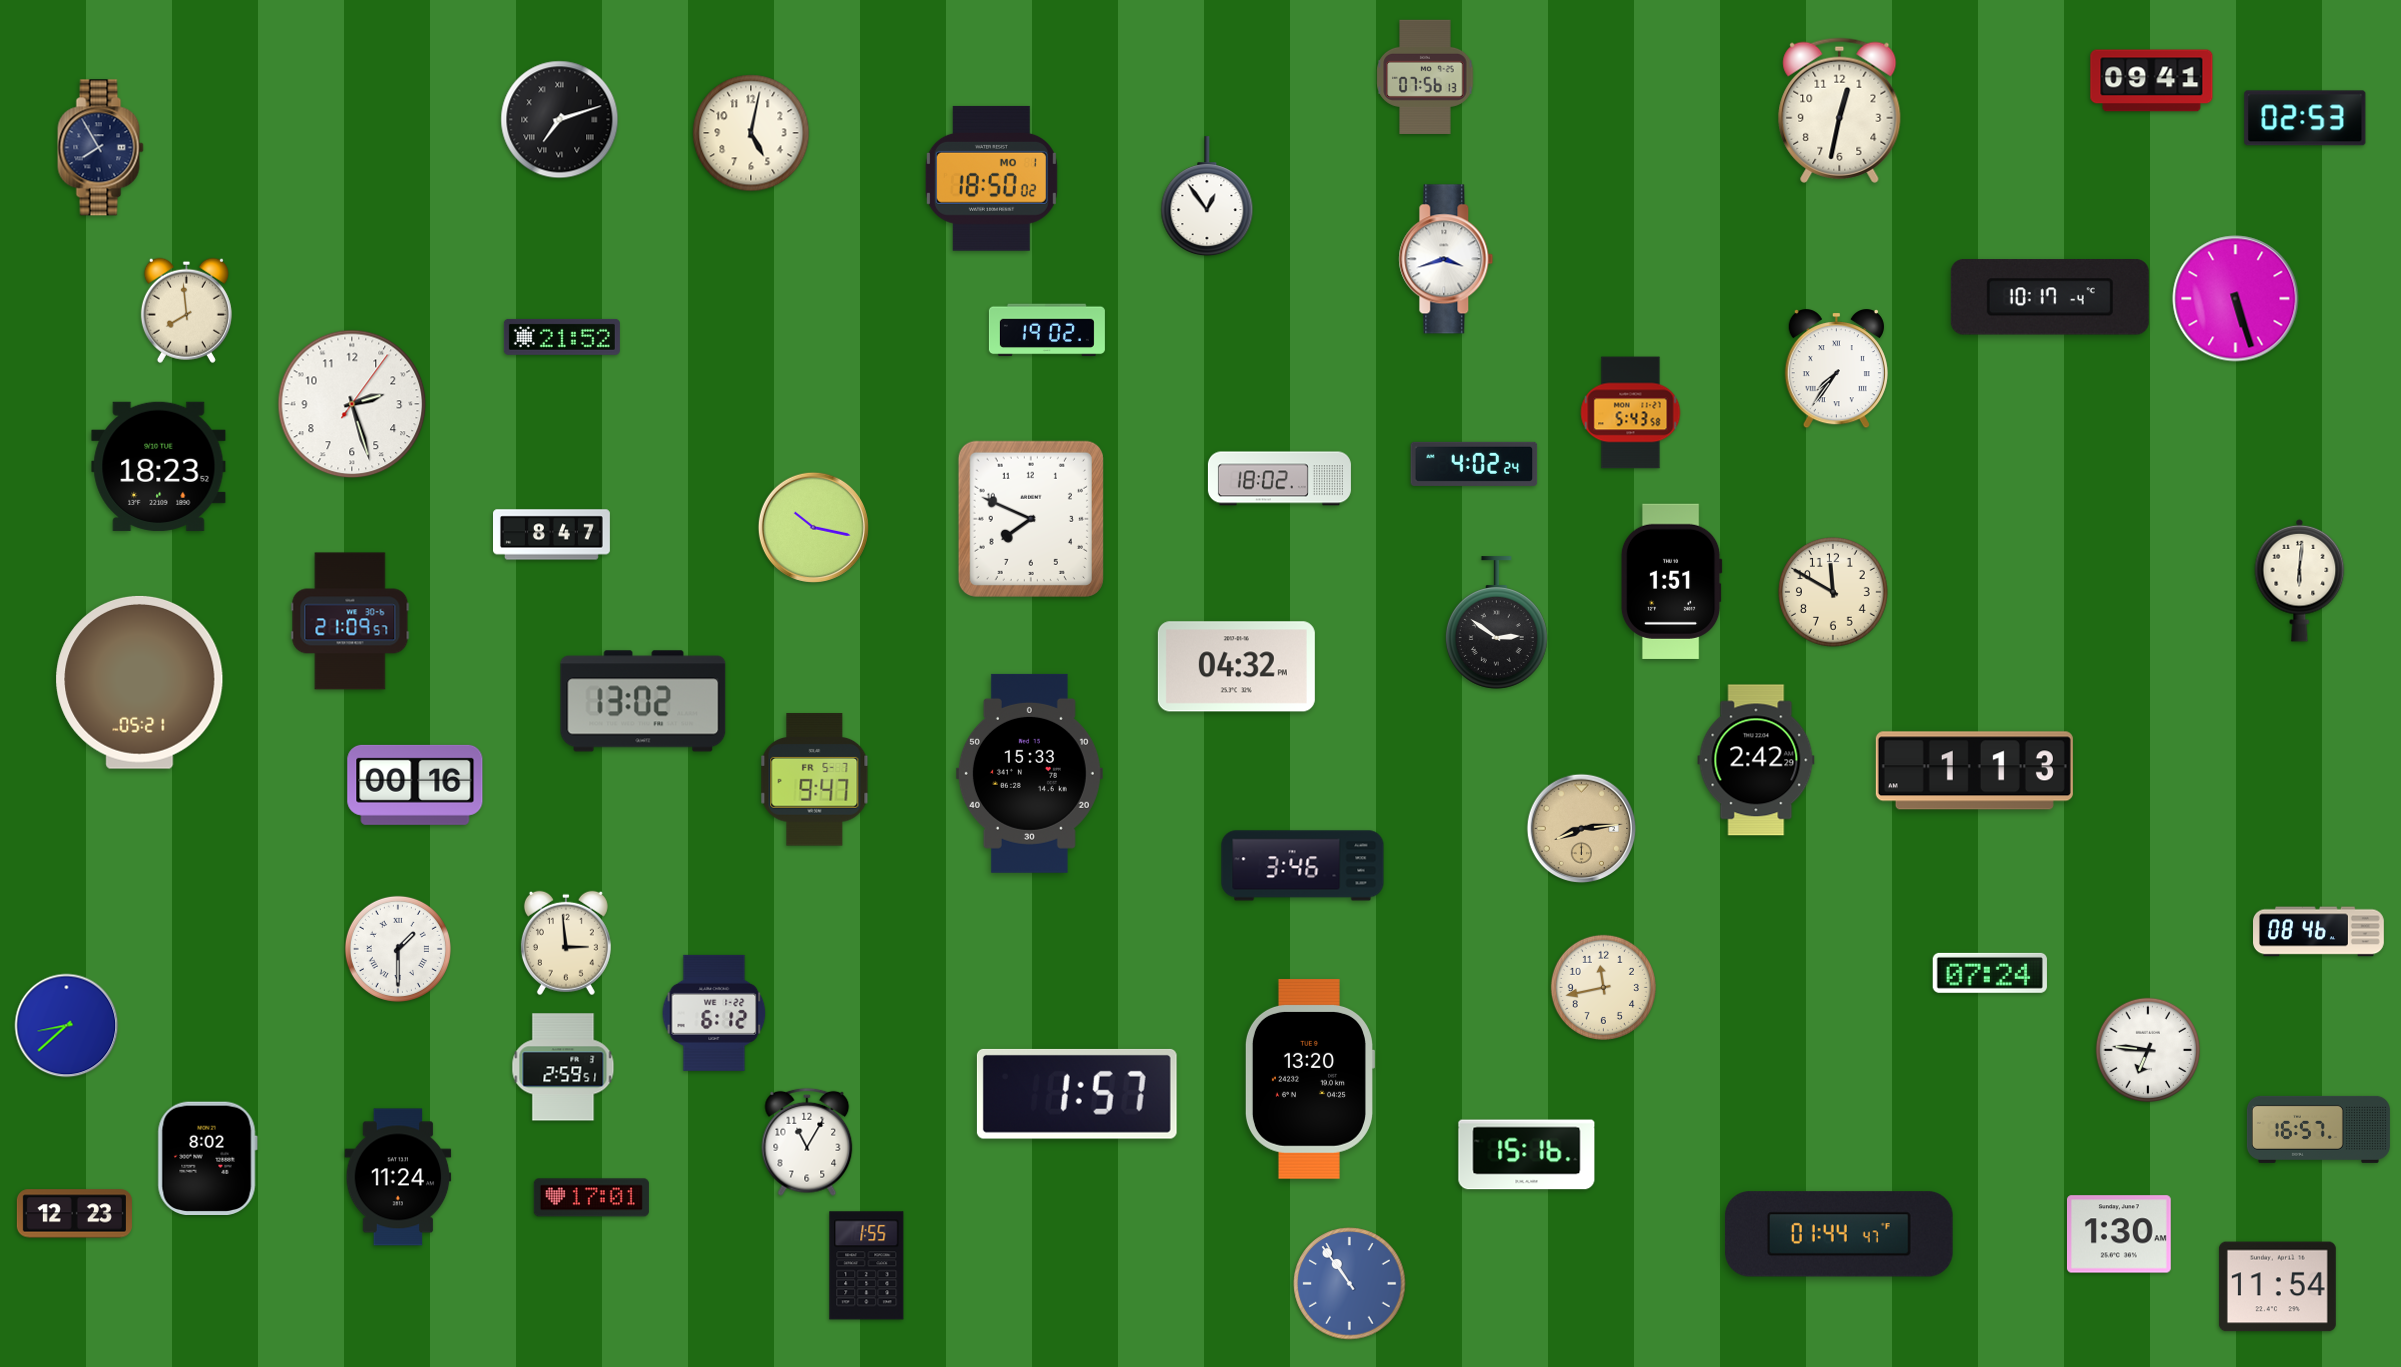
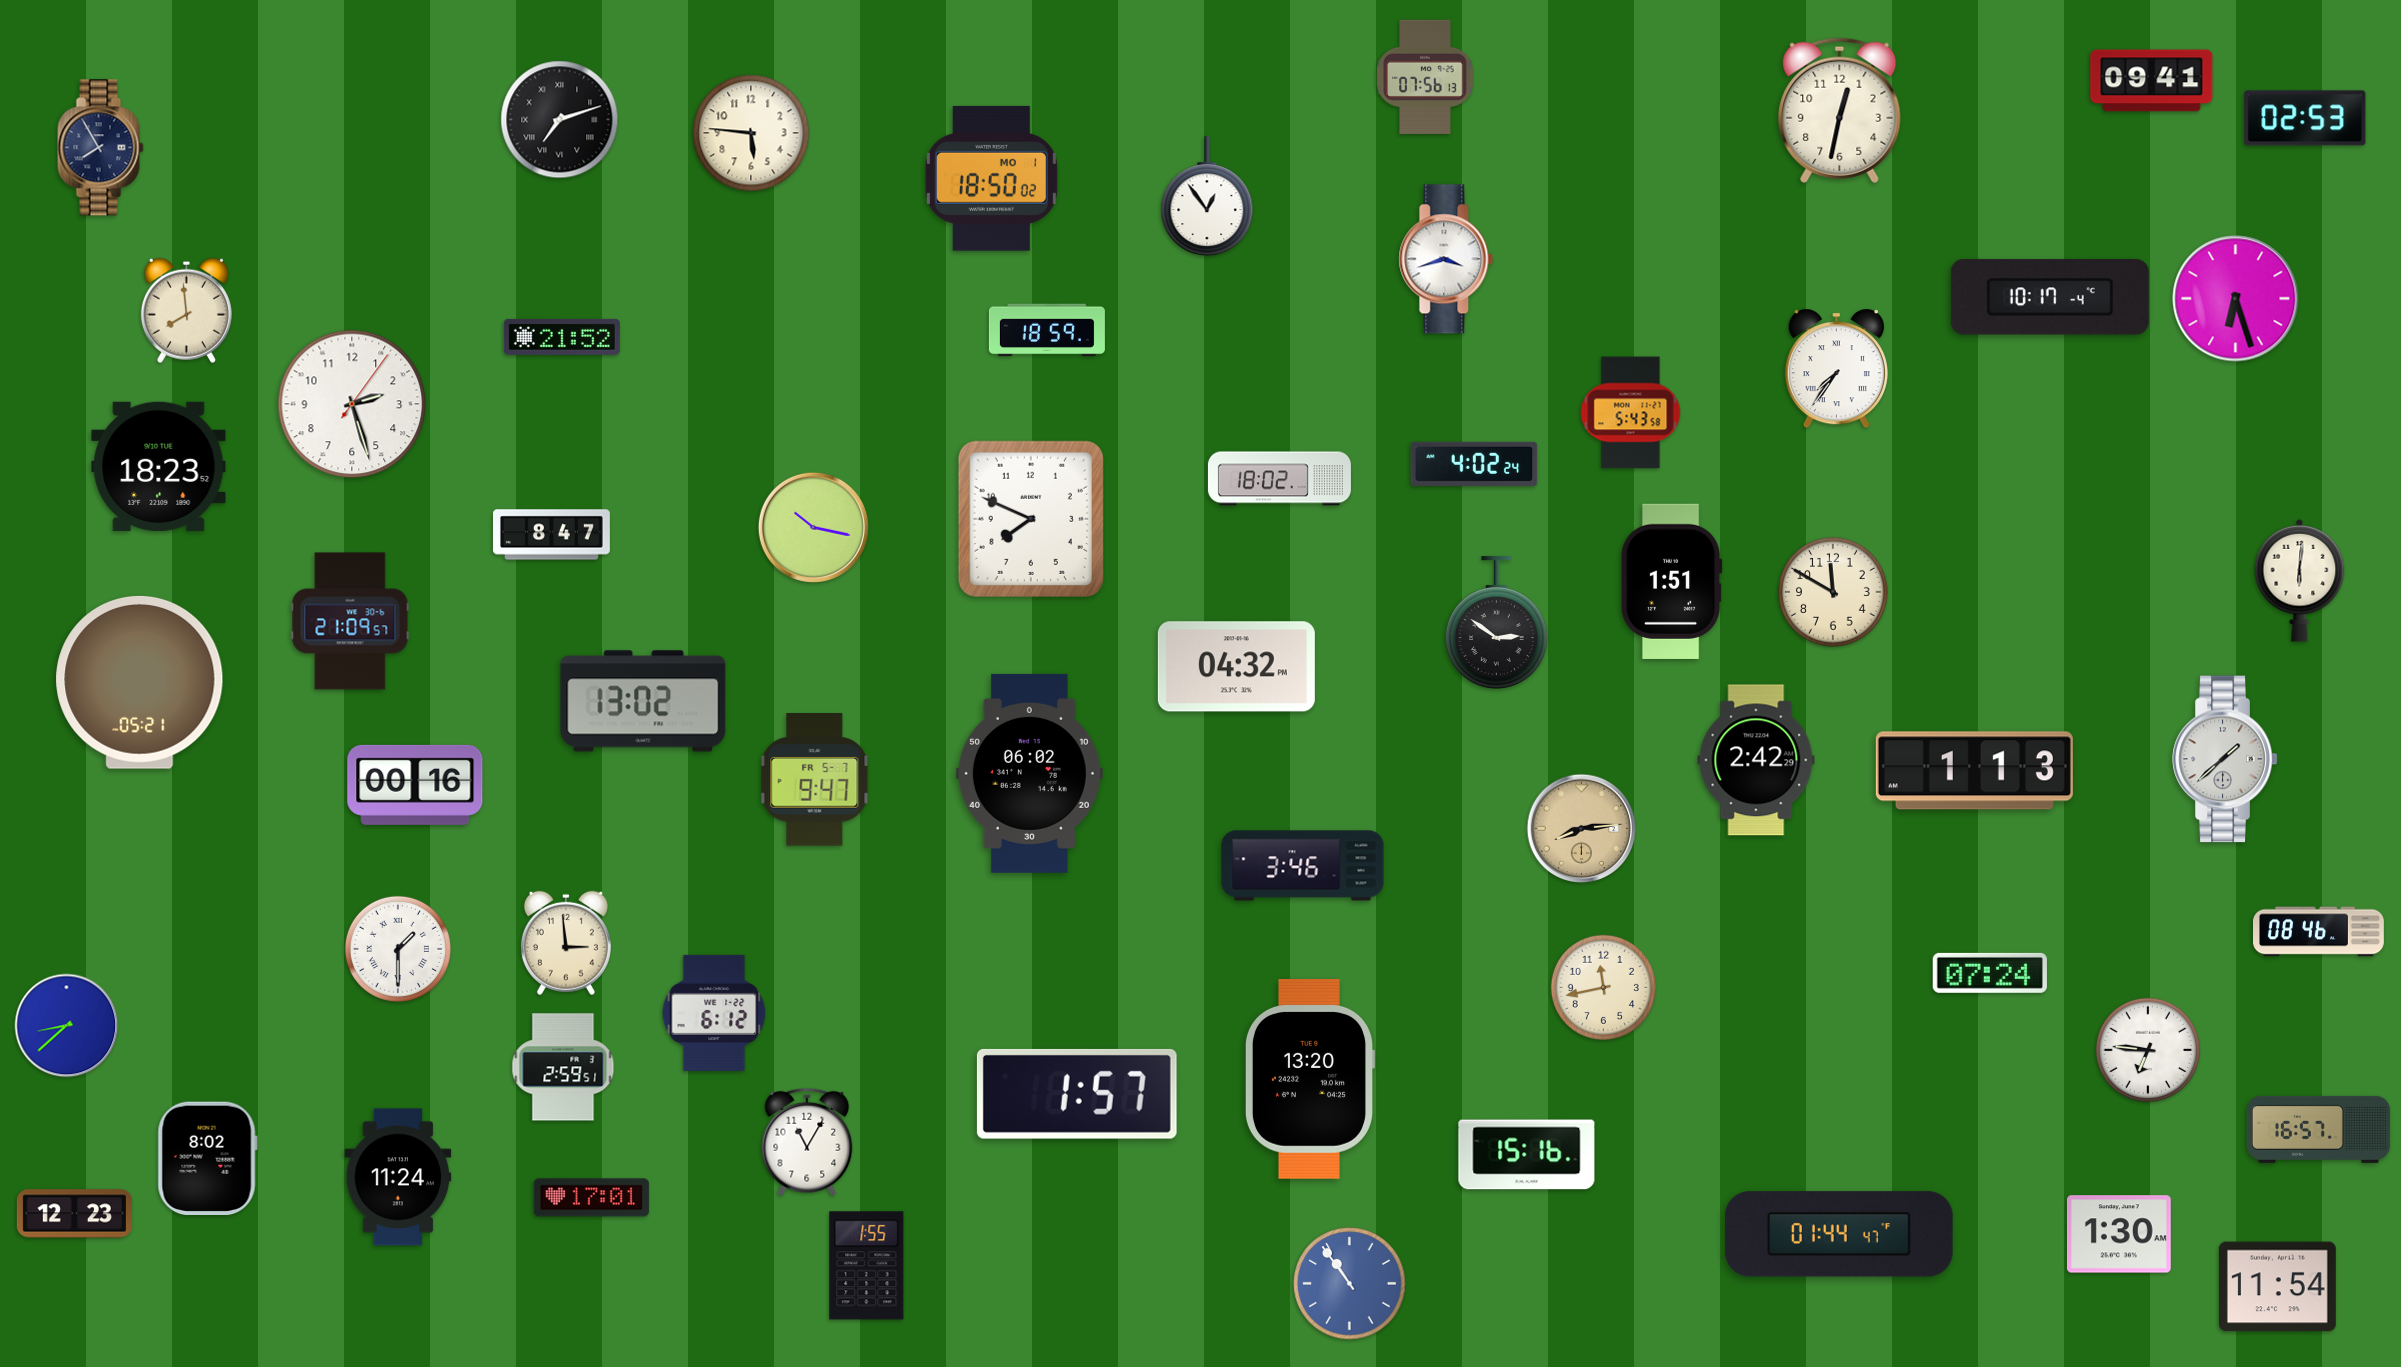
clock at (751, 133): 5:02 -> 5:46
clock at (2236, 299): 5:27 -> 6:27
clock at (1047, 330): 19:02 -> 18:59
clock at (2225, 759): none -> 1:38
clock at (1029, 773): 15:33 -> 06:02
